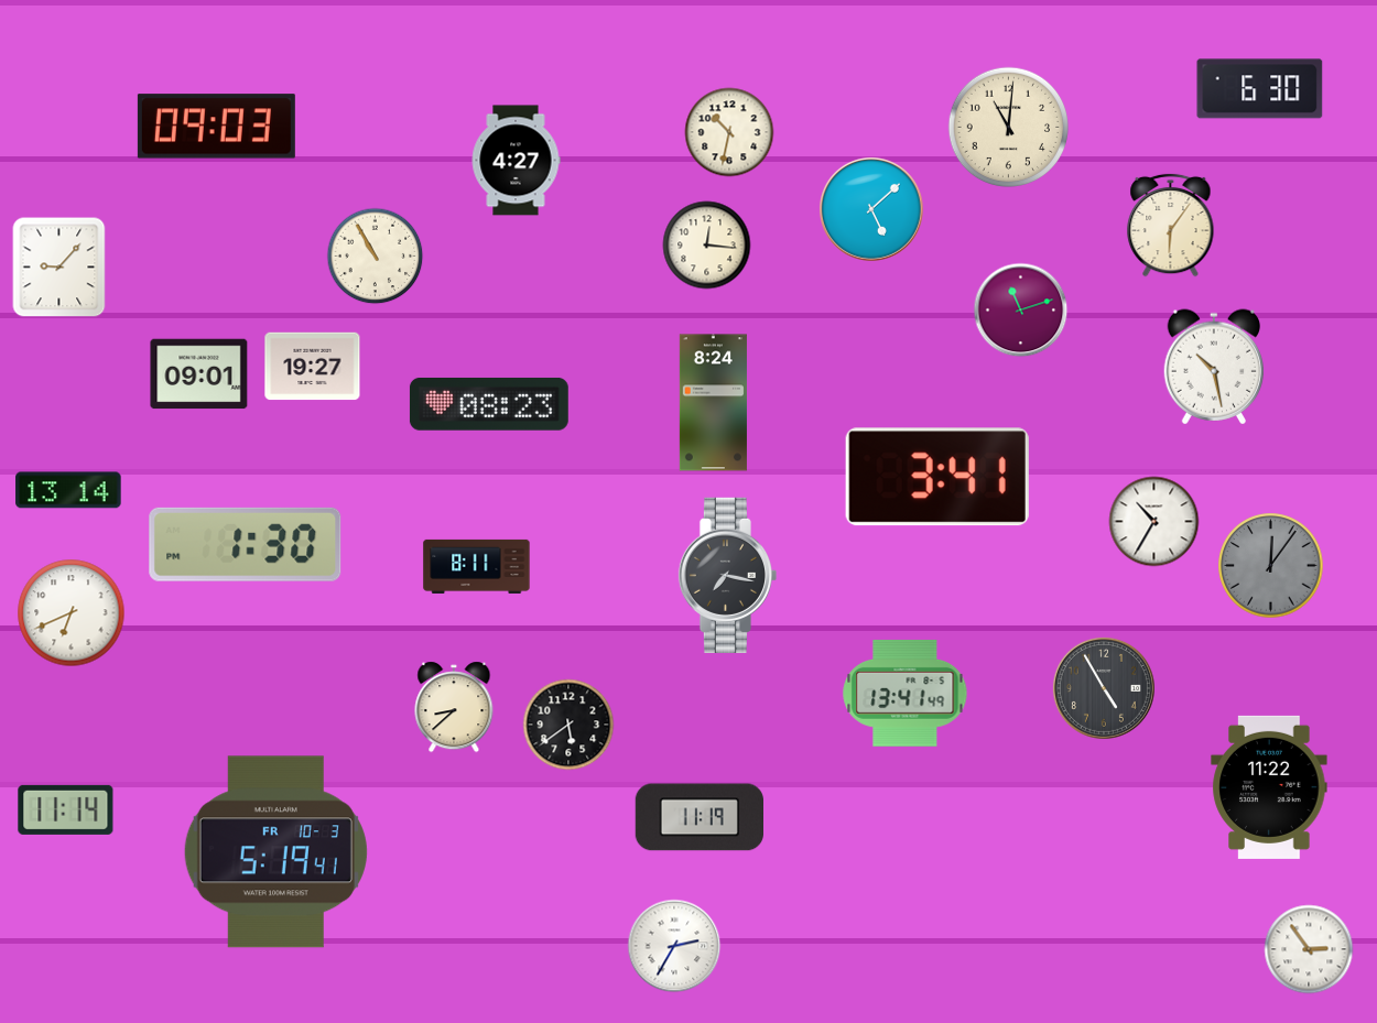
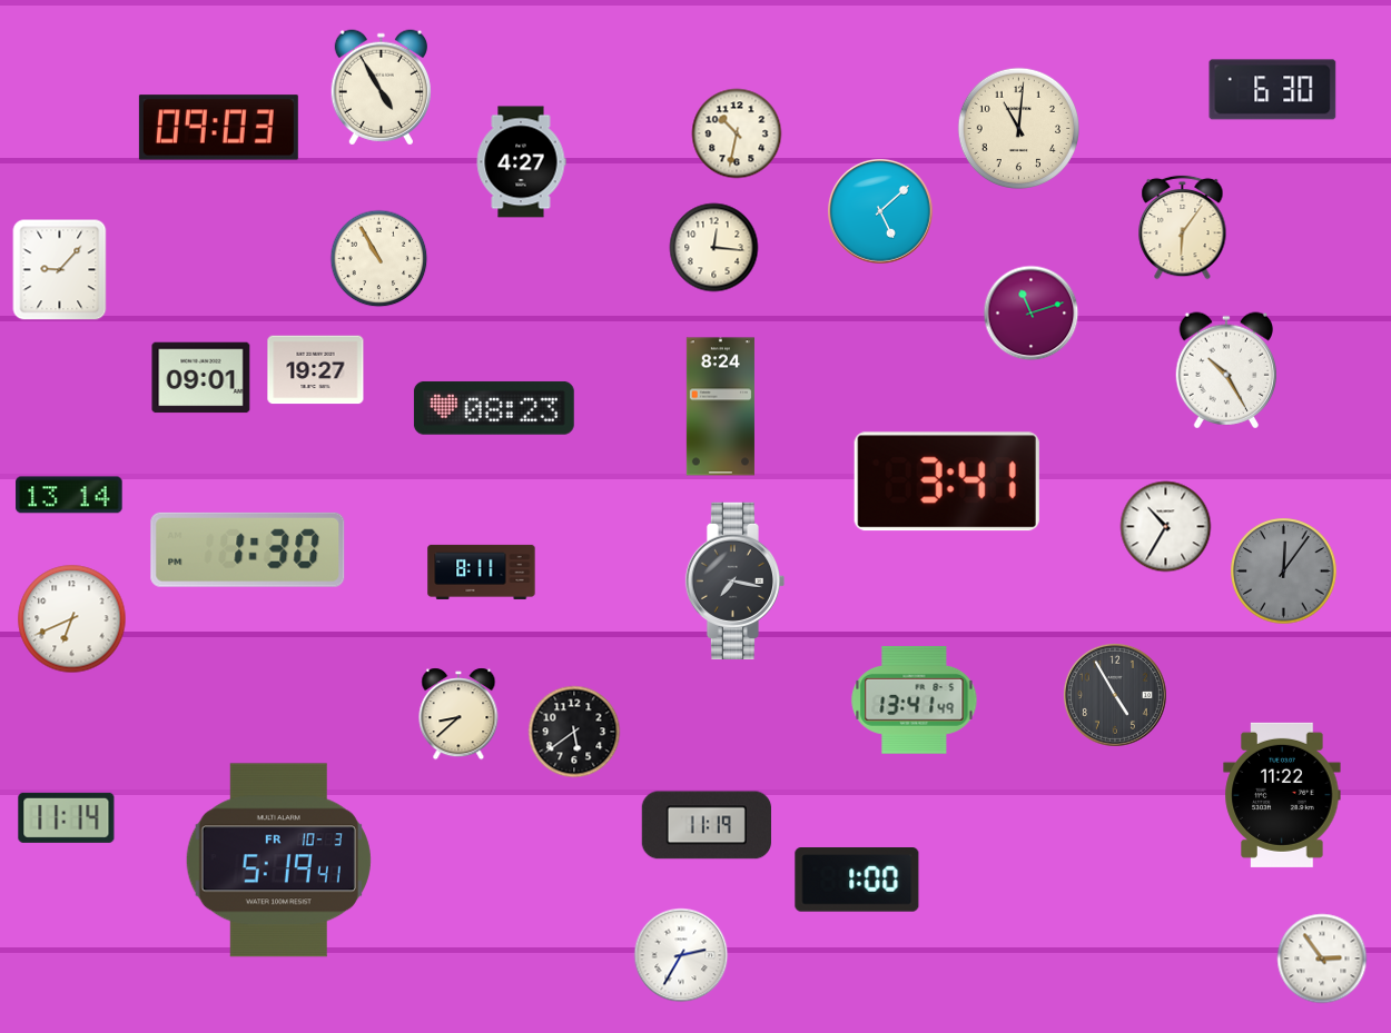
clock at (381, 88): none -> 4:55
clock at (1214, 367): 10:28 -> 10:25
clock at (857, 880): none -> 1:00
